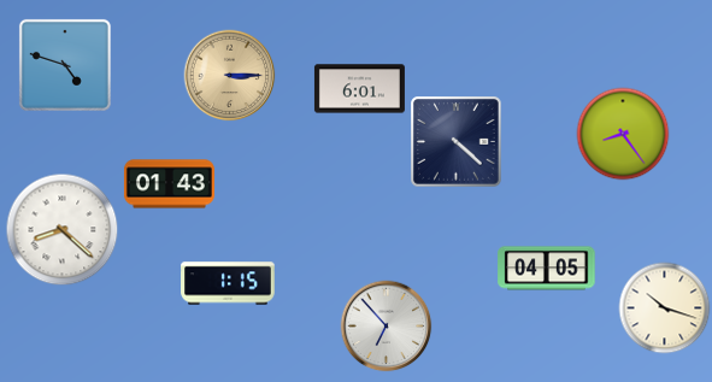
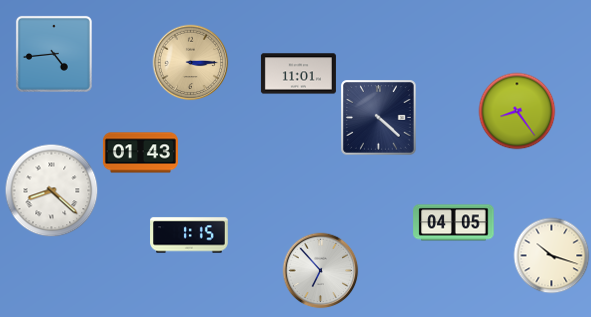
clock at (65, 65): 4:48 -> 4:44
clock at (359, 89): 6:01 -> 11:01
